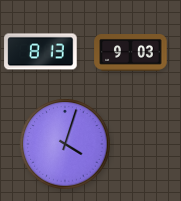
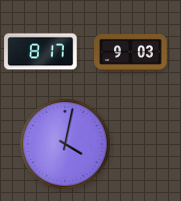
clock at (41, 52): 8:13 -> 8:17
clock at (65, 144): 4:03 -> 4:02
